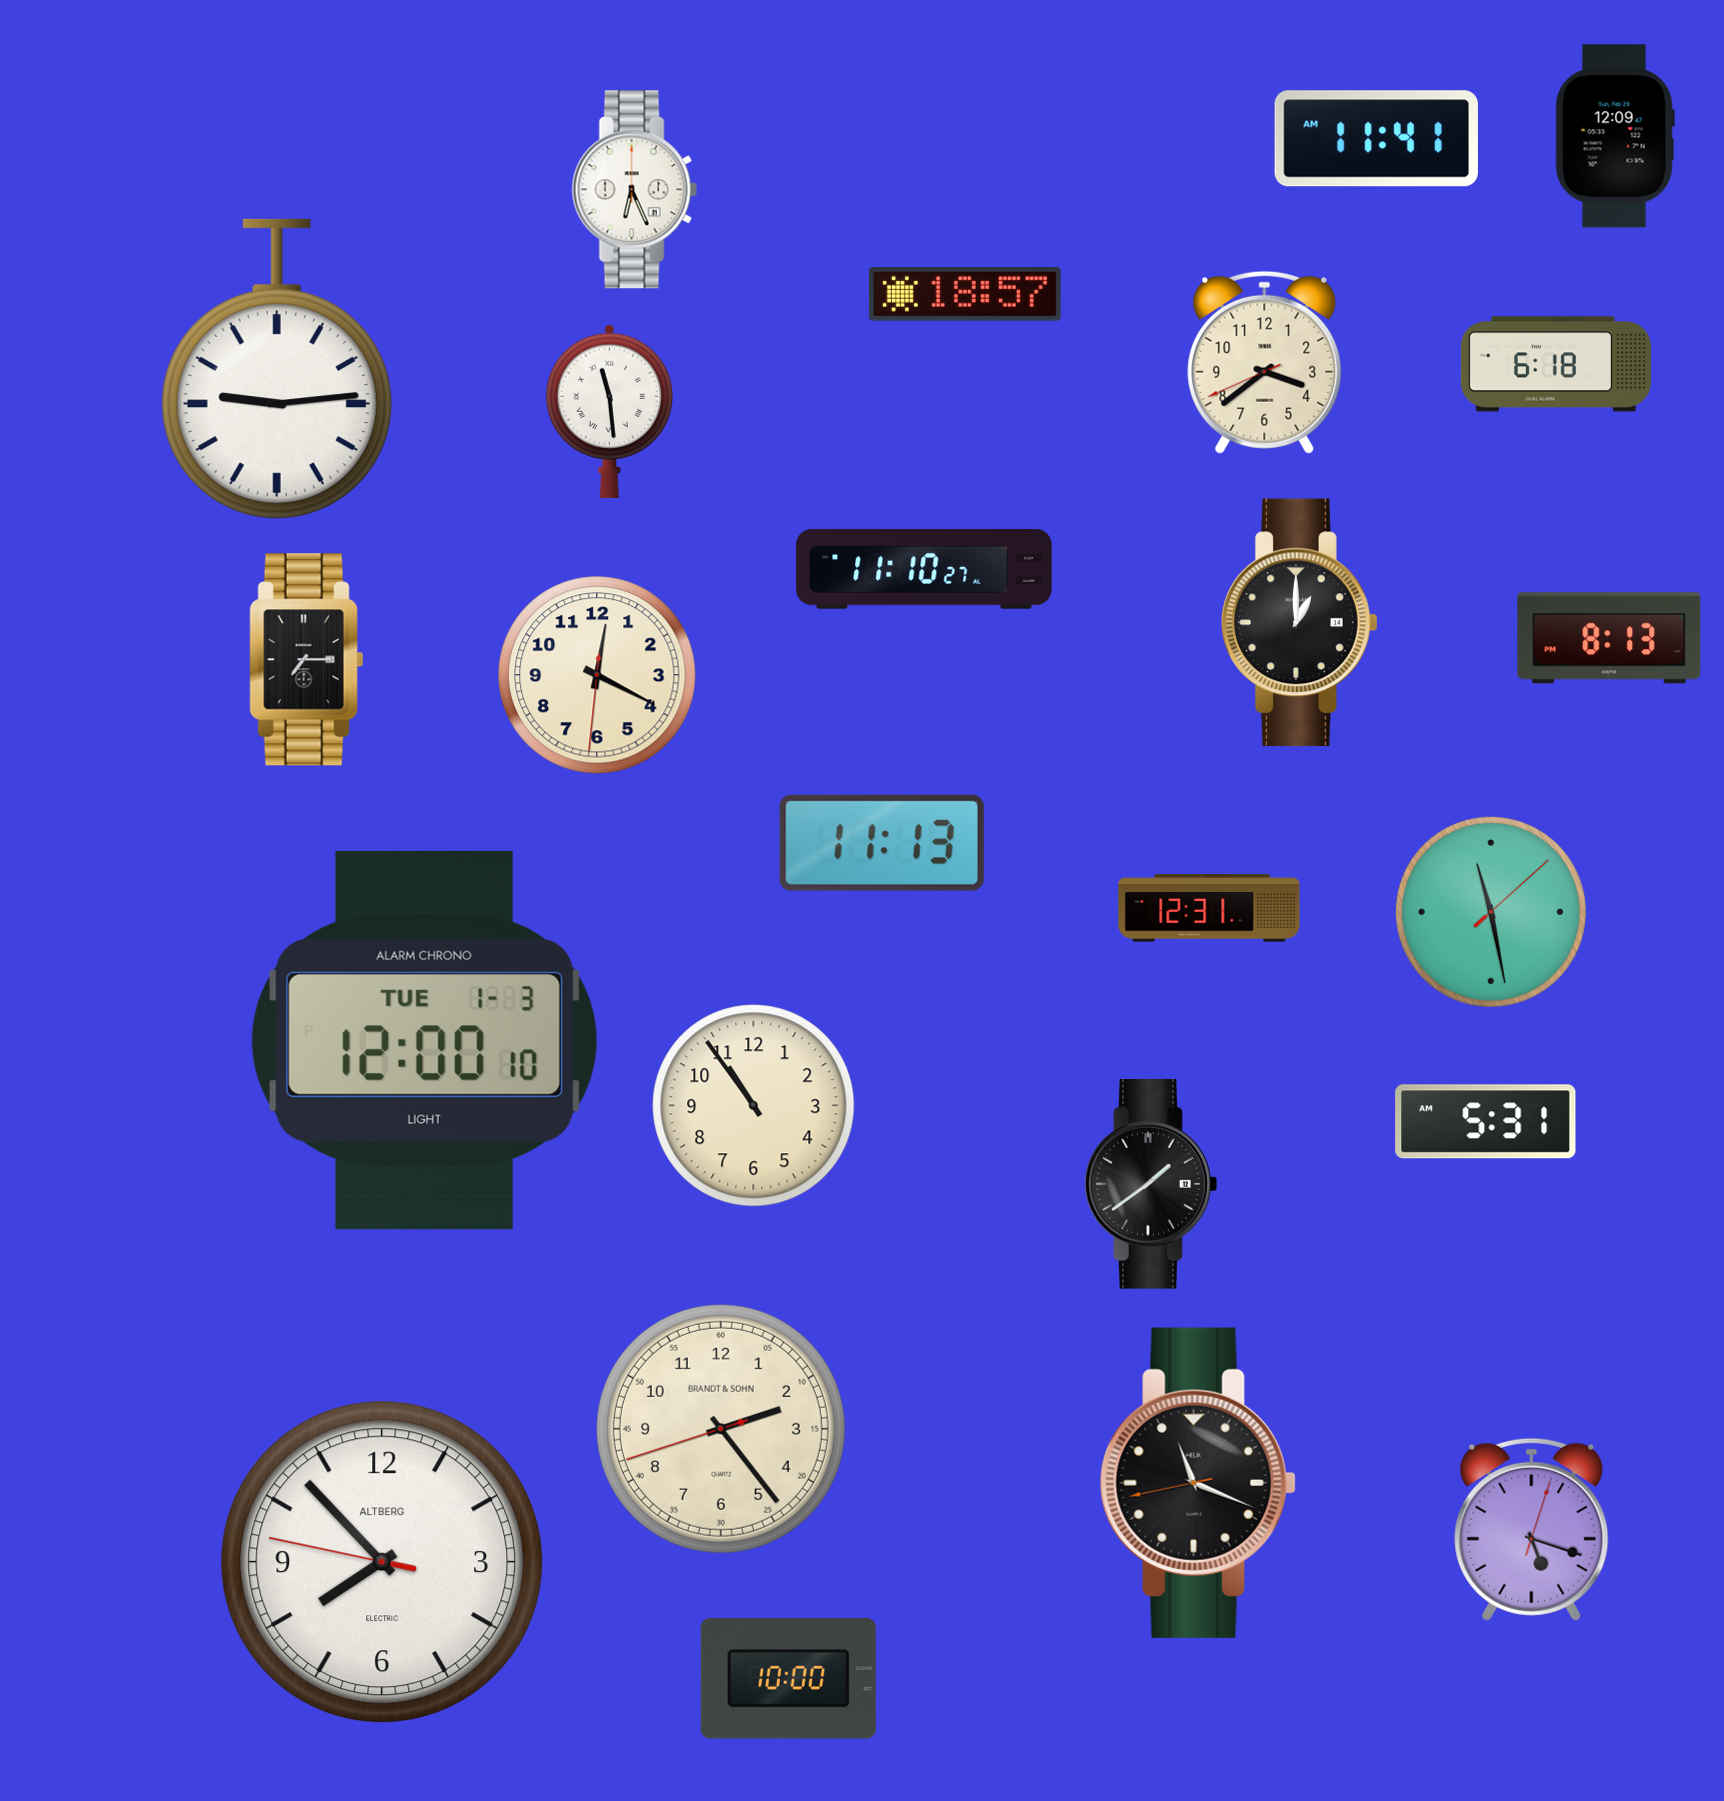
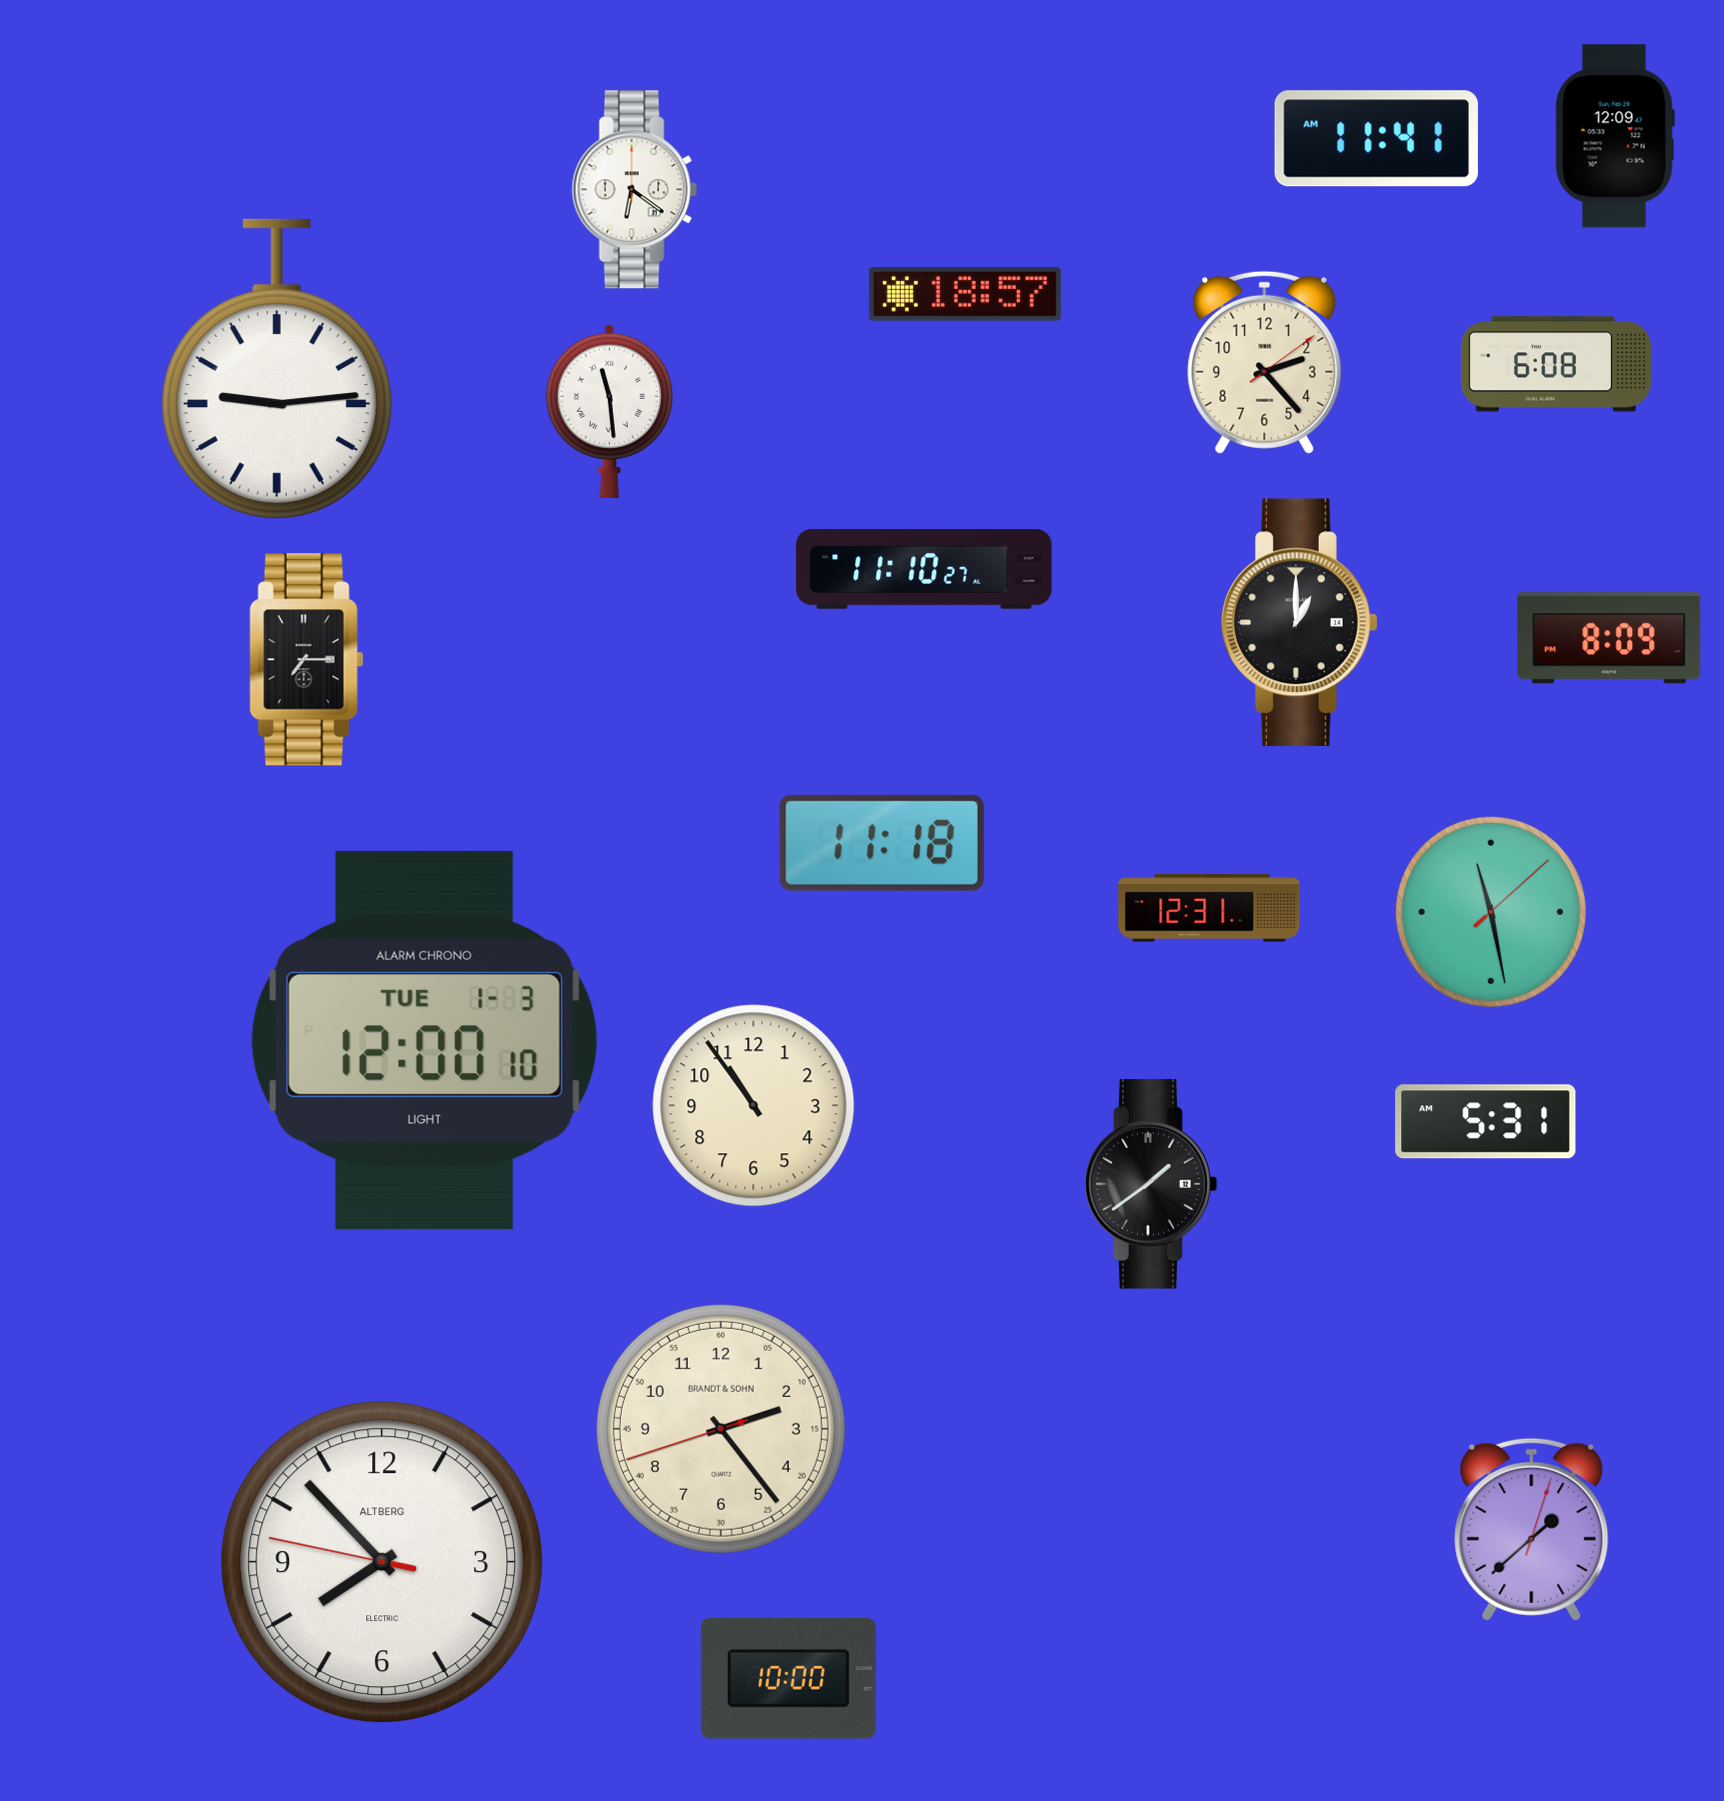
clock at (634, 190): 6:26 -> 6:21
clock at (1265, 362): 3:38 -> 2:23
clock at (1556, 364): 6:18 -> 6:08
clock at (1609, 638): 8:13 -> 8:09
clock at (597, 675): 12:19 -> none
clock at (882, 843): 11:13 -> 11:18
clock at (1198, 1483): 11:18 -> none
clock at (1532, 1529): 5:18 -> 1:38
